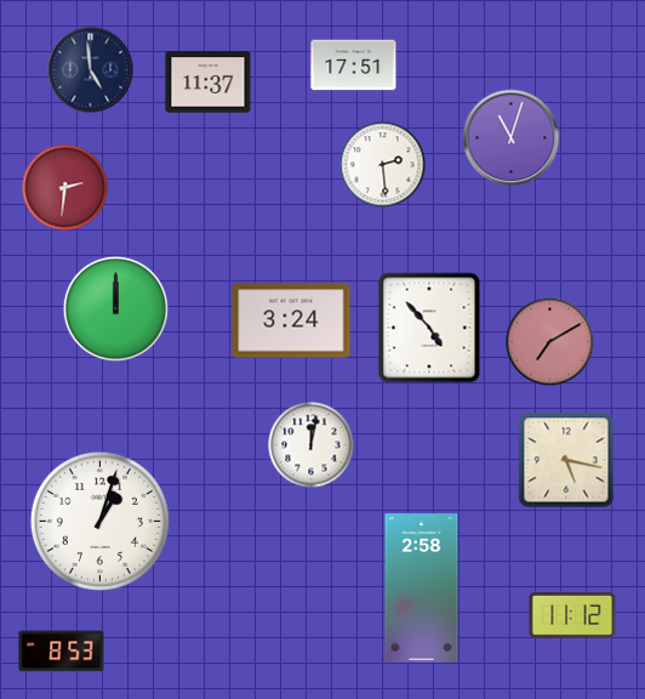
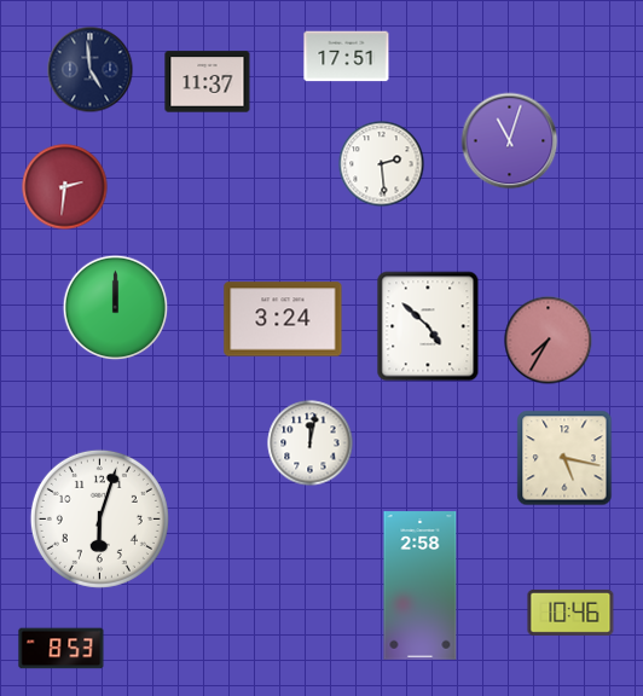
clock at (354, 66) position: (354, 66) -> (347, 57)
clock at (512, 138) position: (512, 138) -> (510, 141)
clock at (291, 320) position: (291, 320) -> (283, 319)
clock at (429, 328): 4:53 -> 4:52
clock at (550, 342): 7:10 -> 7:35
clock at (99, 521): 1:03 -> 6:03
clock at (572, 615): 11:12 -> 10:46
